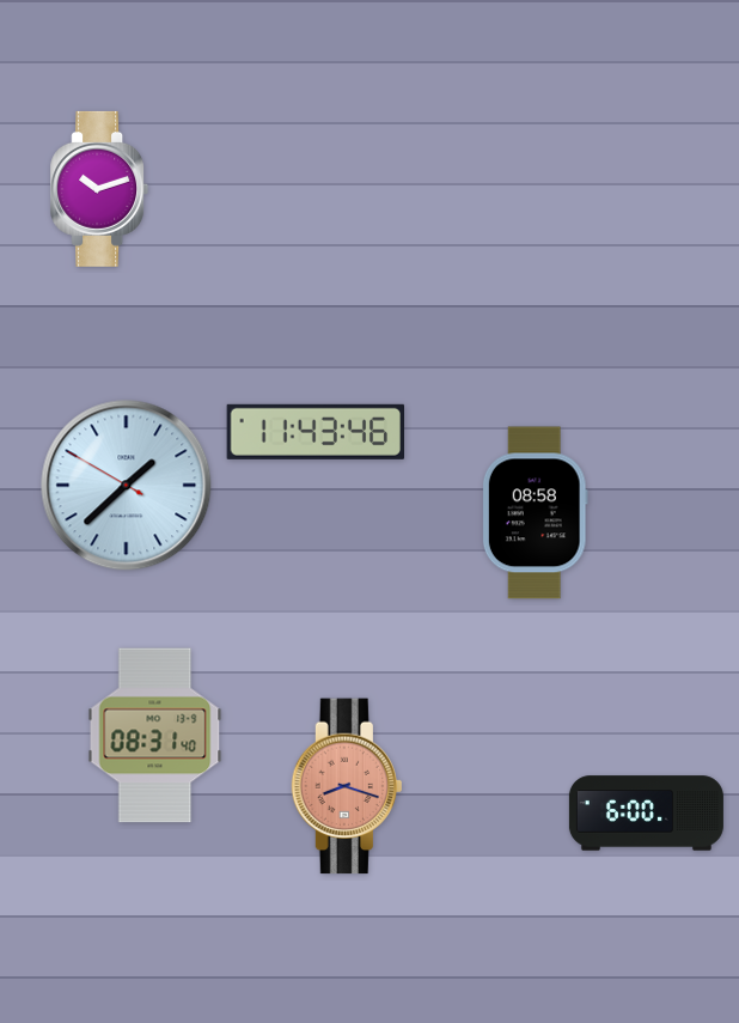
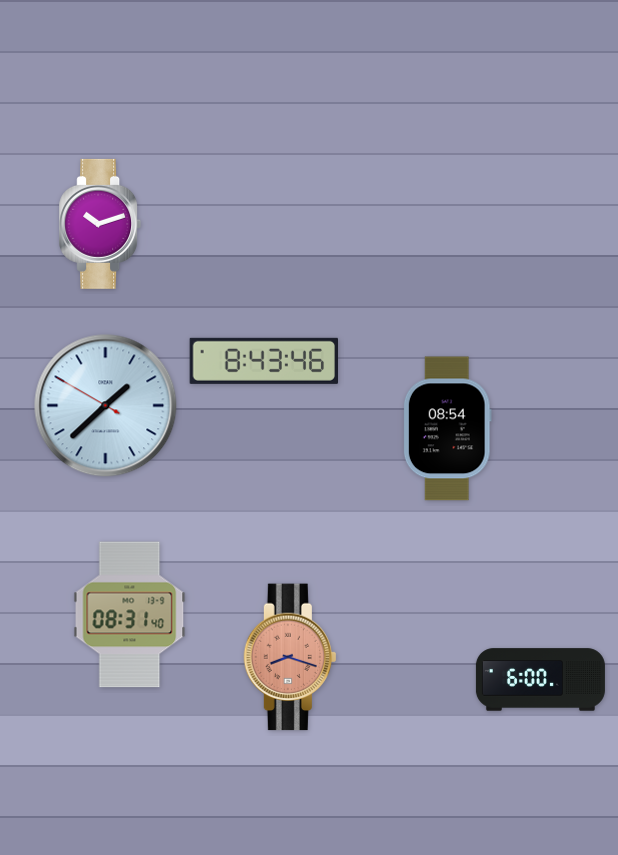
clock at (99, 189) position: (99, 189) -> (100, 224)
clock at (314, 432): 11:43 -> 8:43
clock at (535, 513): 08:58 -> 08:54
